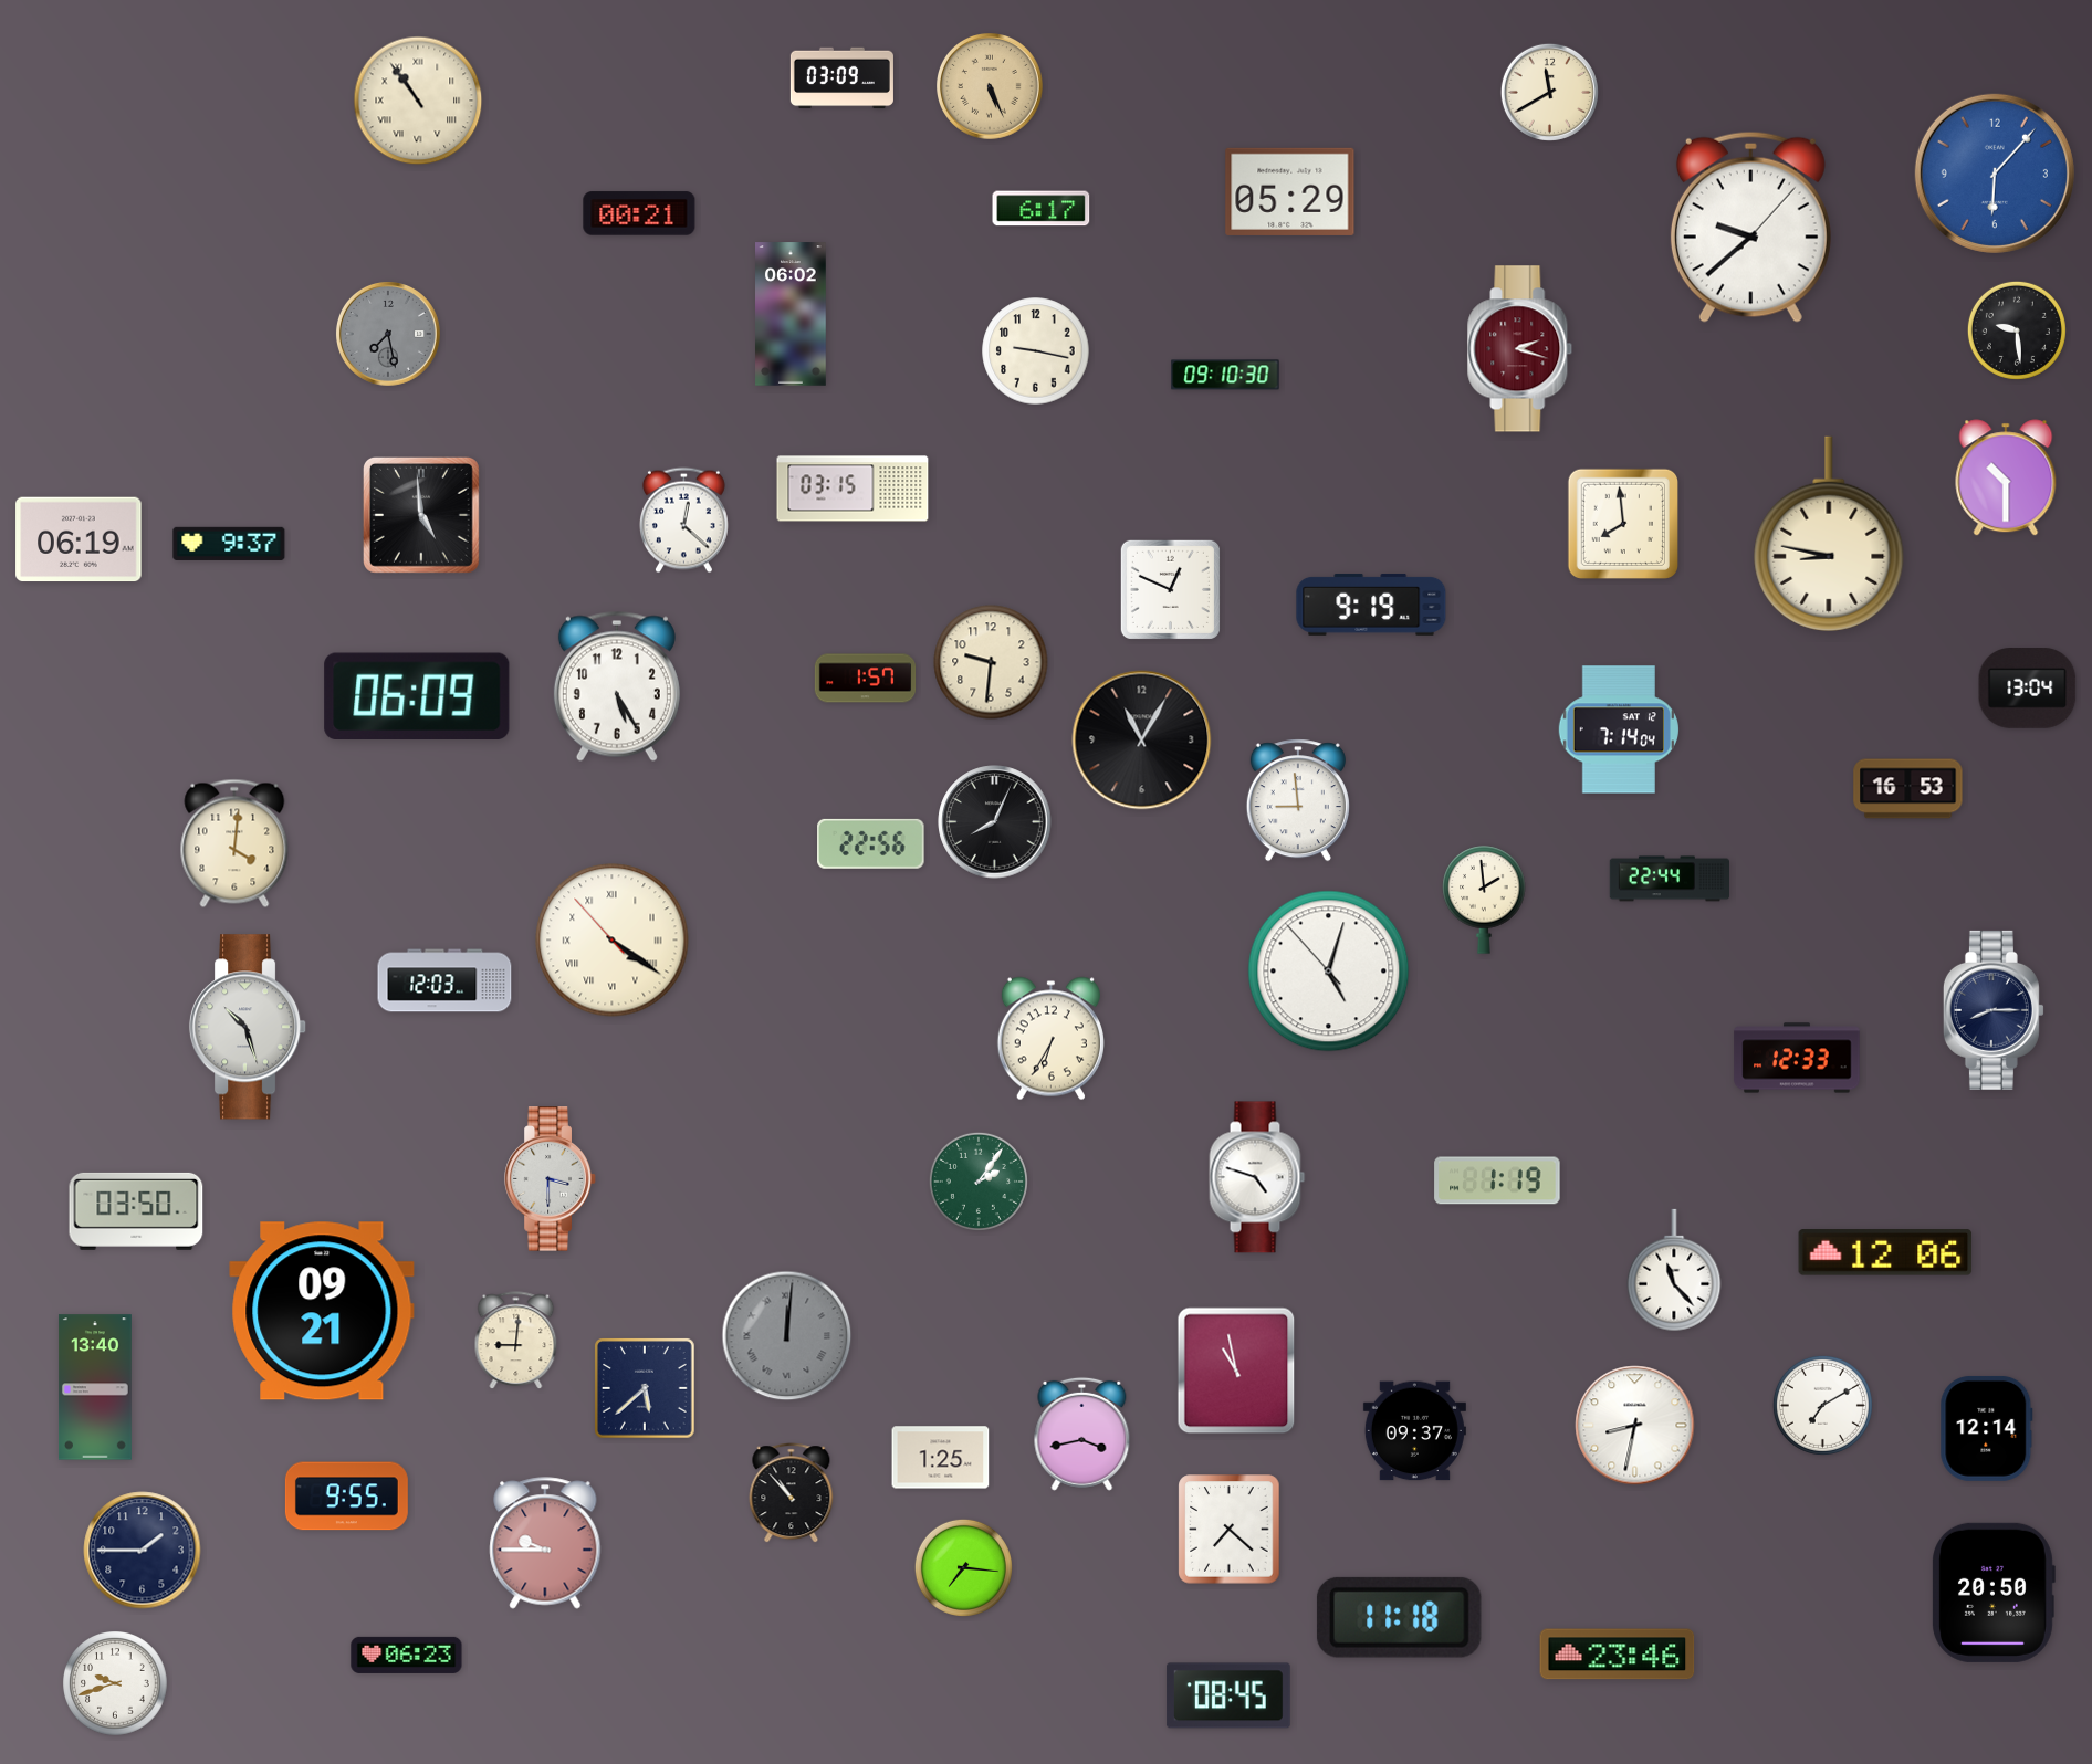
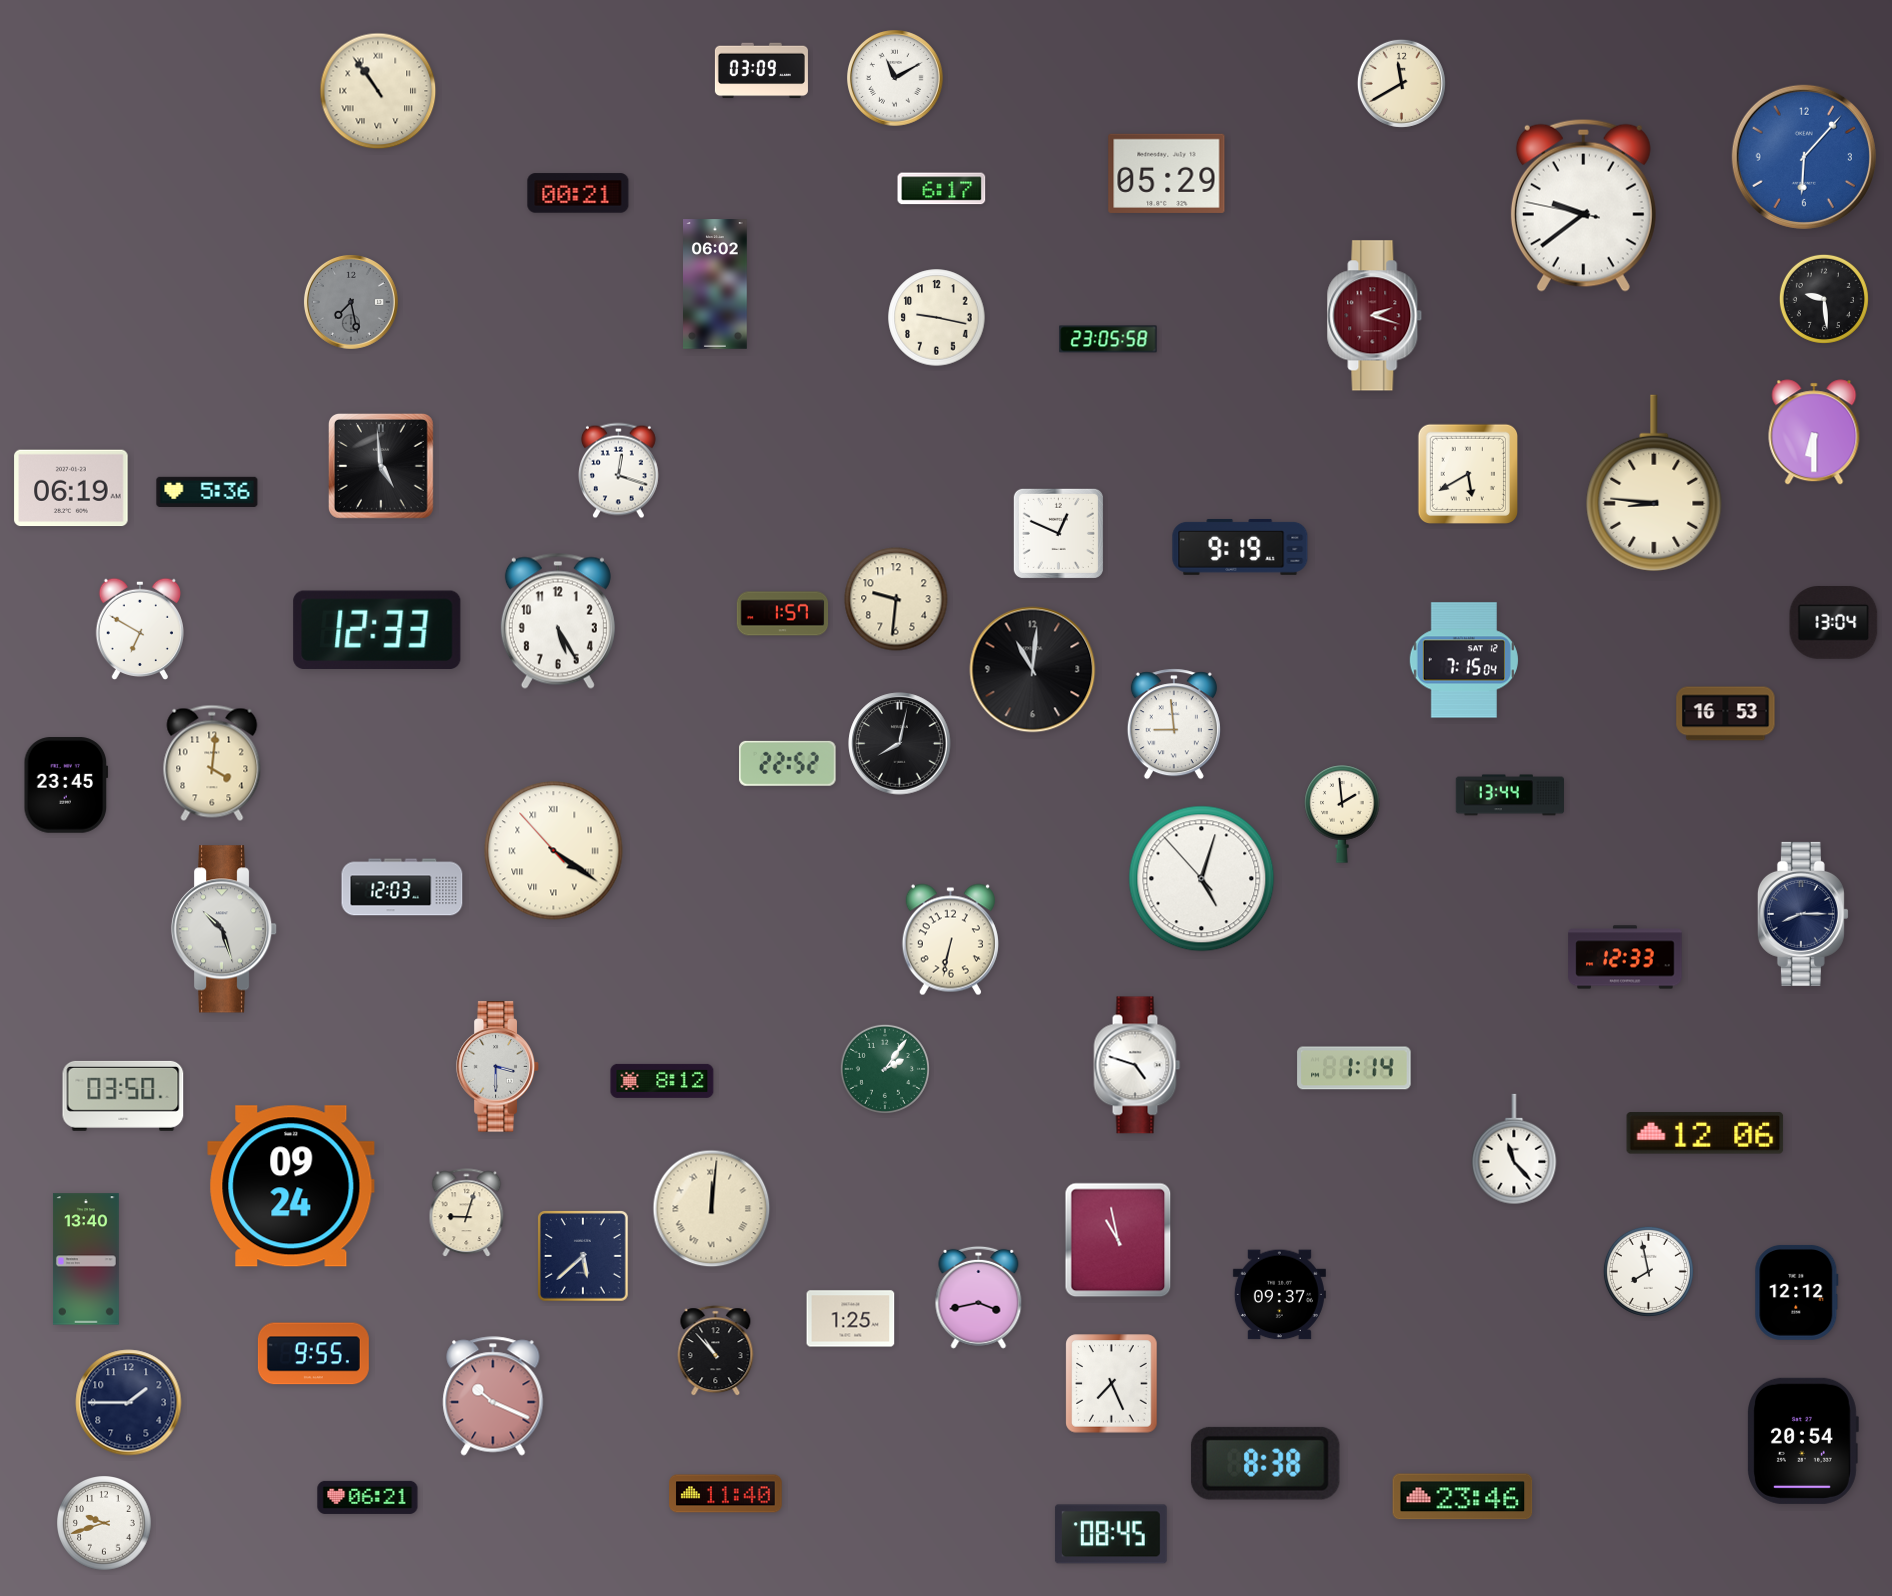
clock at (991, 87): 5:26 -> 11:10
clock at (991, 87) dial: champagne -> white
clock at (1750, 227): 9:38:07 -> 9:38:47
clock at (1225, 375): 09:10 -> 23:05
clock at (2006, 477): 10:30 -> 6:30
clock at (853, 489): 03:15 -> none
clock at (683, 521): 12:22 -> 12:18
clock at (1622, 523): 7:59 -> 5:40
clock at (1829, 534): 8:47 -> 8:46
clock at (229, 544): 9:37 -> 5:36
clock at (140, 628): none -> 6:50
clock at (417, 696): 06:09 -> 12:33
clock at (1619, 729): 7:14 -> 7:15
clock at (1142, 741): 11:05 -> 11:01
clock at (995, 822): 8:04 -> 8:02
clock at (871, 843): 22:56 -> 22:52
clock at (66, 785): none -> 23:45
clock at (1669, 879): 22:44 -> 13:44
clock at (1050, 1039): 6:35 -> 6:32
clock at (1497, 1180): 1:19 -> 1:14
clock at (662, 1081): none -> 8:12
clock at (322, 1311): 09:21 -> 09:24
clock at (787, 1336) dial: grey -> cream
clock at (516, 1341): 9:01 -> 9:03
clock at (95, 1387) position: (95, 1387) -> (86, 1259)
clock at (1822, 1405): 7:10 -> 7:58
clock at (1635, 1426): 8:32 -> none
clock at (1987, 1428): 12:14 -> 12:12
clock at (1230, 1530): 7:22 -> 7:26
clock at (545, 1543): 9:45 -> 10:19
clock at (963, 1567): 7:16 -> none
clock at (1994, 1593): 20:50 -> 20:54
clock at (1399, 1617): 11:18 -> 8:38
clock at (726, 1494): none -> 11:40
clock at (407, 1655): 06:23 -> 06:21
